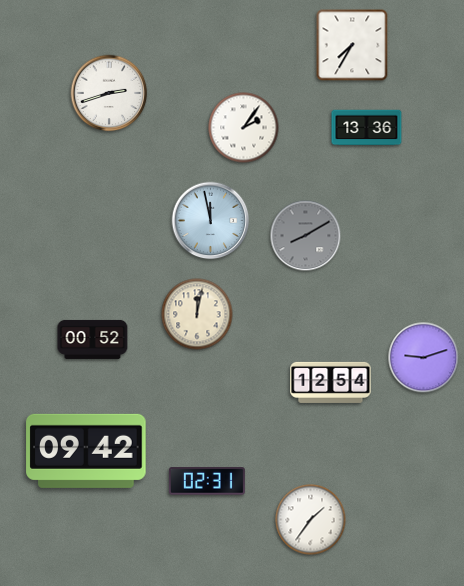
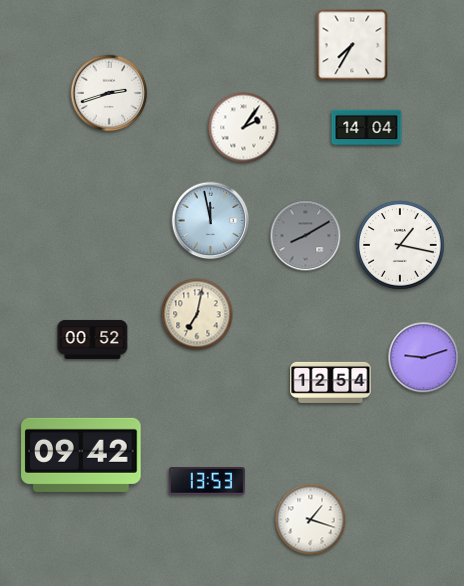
clock at (367, 128): 13:36 -> 14:04
clock at (400, 245): none -> 1:17
clock at (197, 314): 12:02 -> 7:02
clock at (86, 451) position: (86, 451) -> (81, 455)
clock at (207, 481): 02:31 -> 13:53
clock at (311, 520): 1:36 -> 1:18
